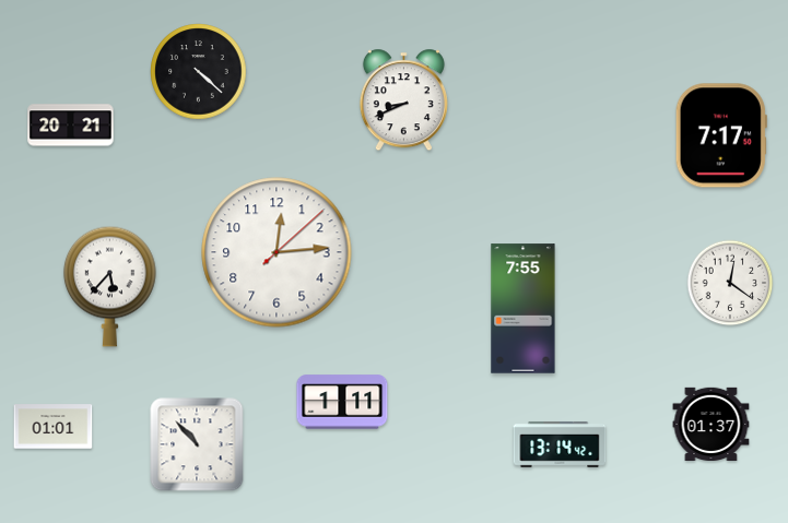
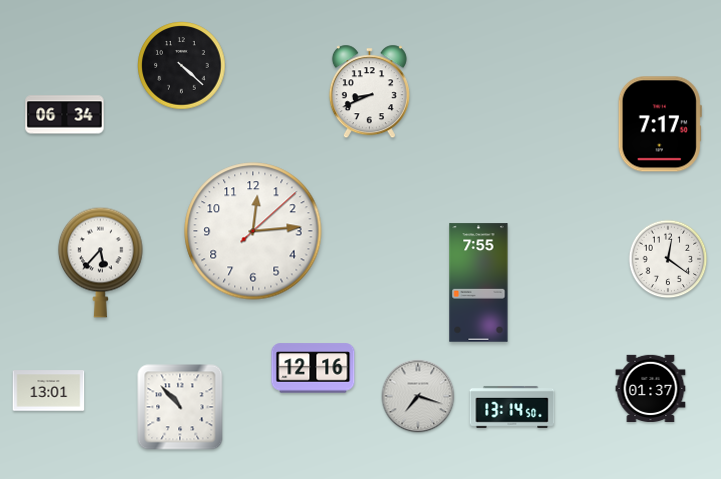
clock at (71, 126): 20:21 -> 06:34
clock at (342, 402): 1:11 -> 12:16
clock at (54, 427): 01:01 -> 13:01
clock at (418, 396): none -> 7:18
clock at (560, 444): 13:14:42 -> 13:14:50
